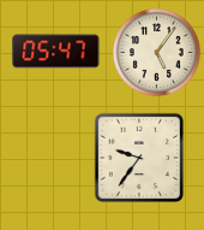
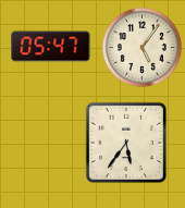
clock at (138, 157): 9:36 -> 5:36
